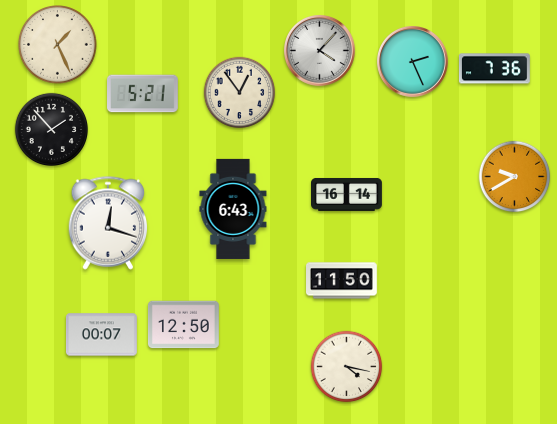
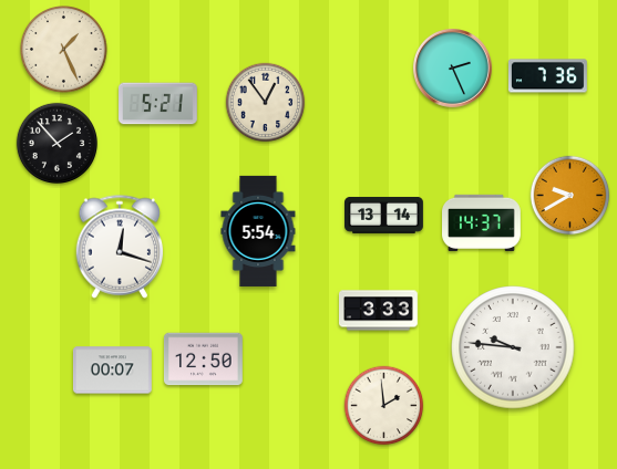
clock at (320, 51): 4:07 -> none
clock at (413, 62) position: (413, 62) -> (453, 69)
clock at (347, 194): 16:14 -> 13:14
clock at (482, 222): none -> 14:37
clock at (233, 209): 6:43 -> 5:54
clock at (342, 281): 11:50 -> 3:33
clock at (513, 347): none -> 9:46
clock at (347, 367): 4:17 -> 1:59
